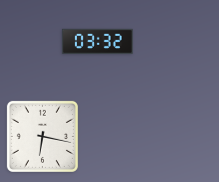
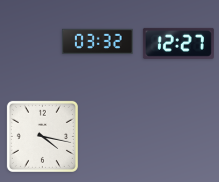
clock at (178, 43): none -> 12:27
clock at (42, 136): 6:17 -> 4:17
